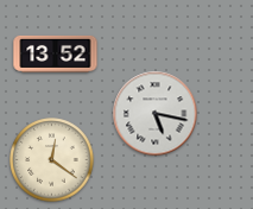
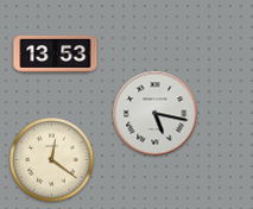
clock at (56, 53): 13:52 -> 13:53
